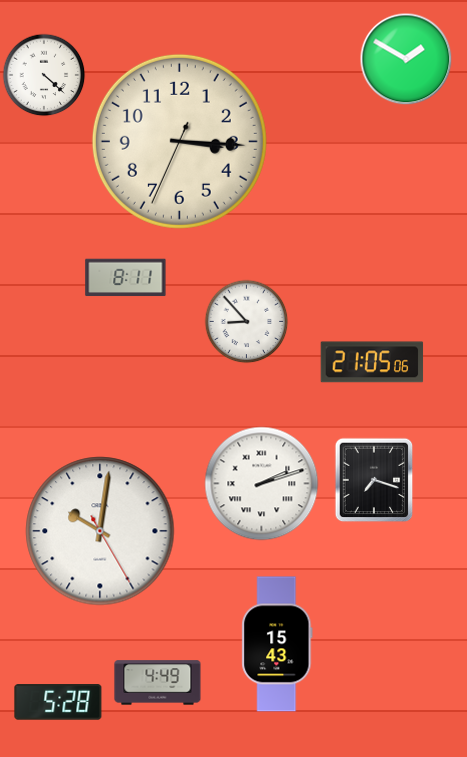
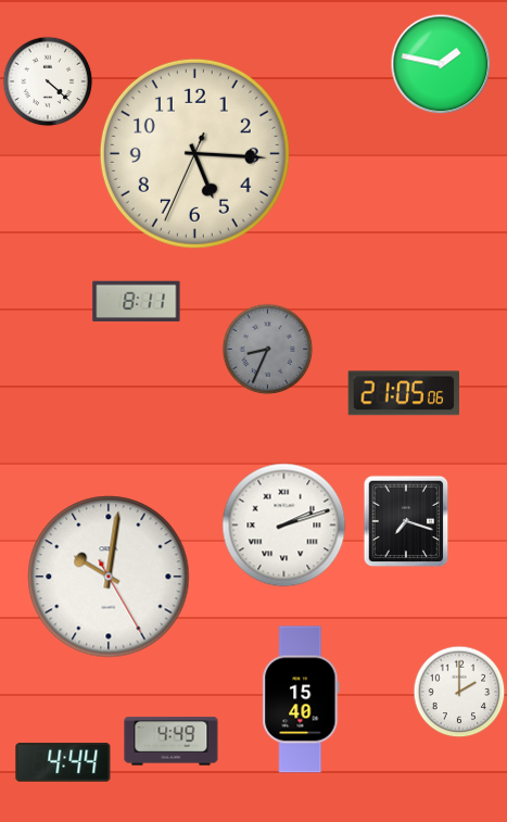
clock at (406, 59): 1:50 -> 1:47
clock at (179, 141): 3:15 -> 5:15
clock at (246, 321): 8:53 -> 8:34
clock at (246, 321) dial: white -> grey
clock at (459, 692): none -> 2:00
clock at (277, 644): 15:43 -> 15:40
clock at (58, 702): 5:28 -> 4:44
